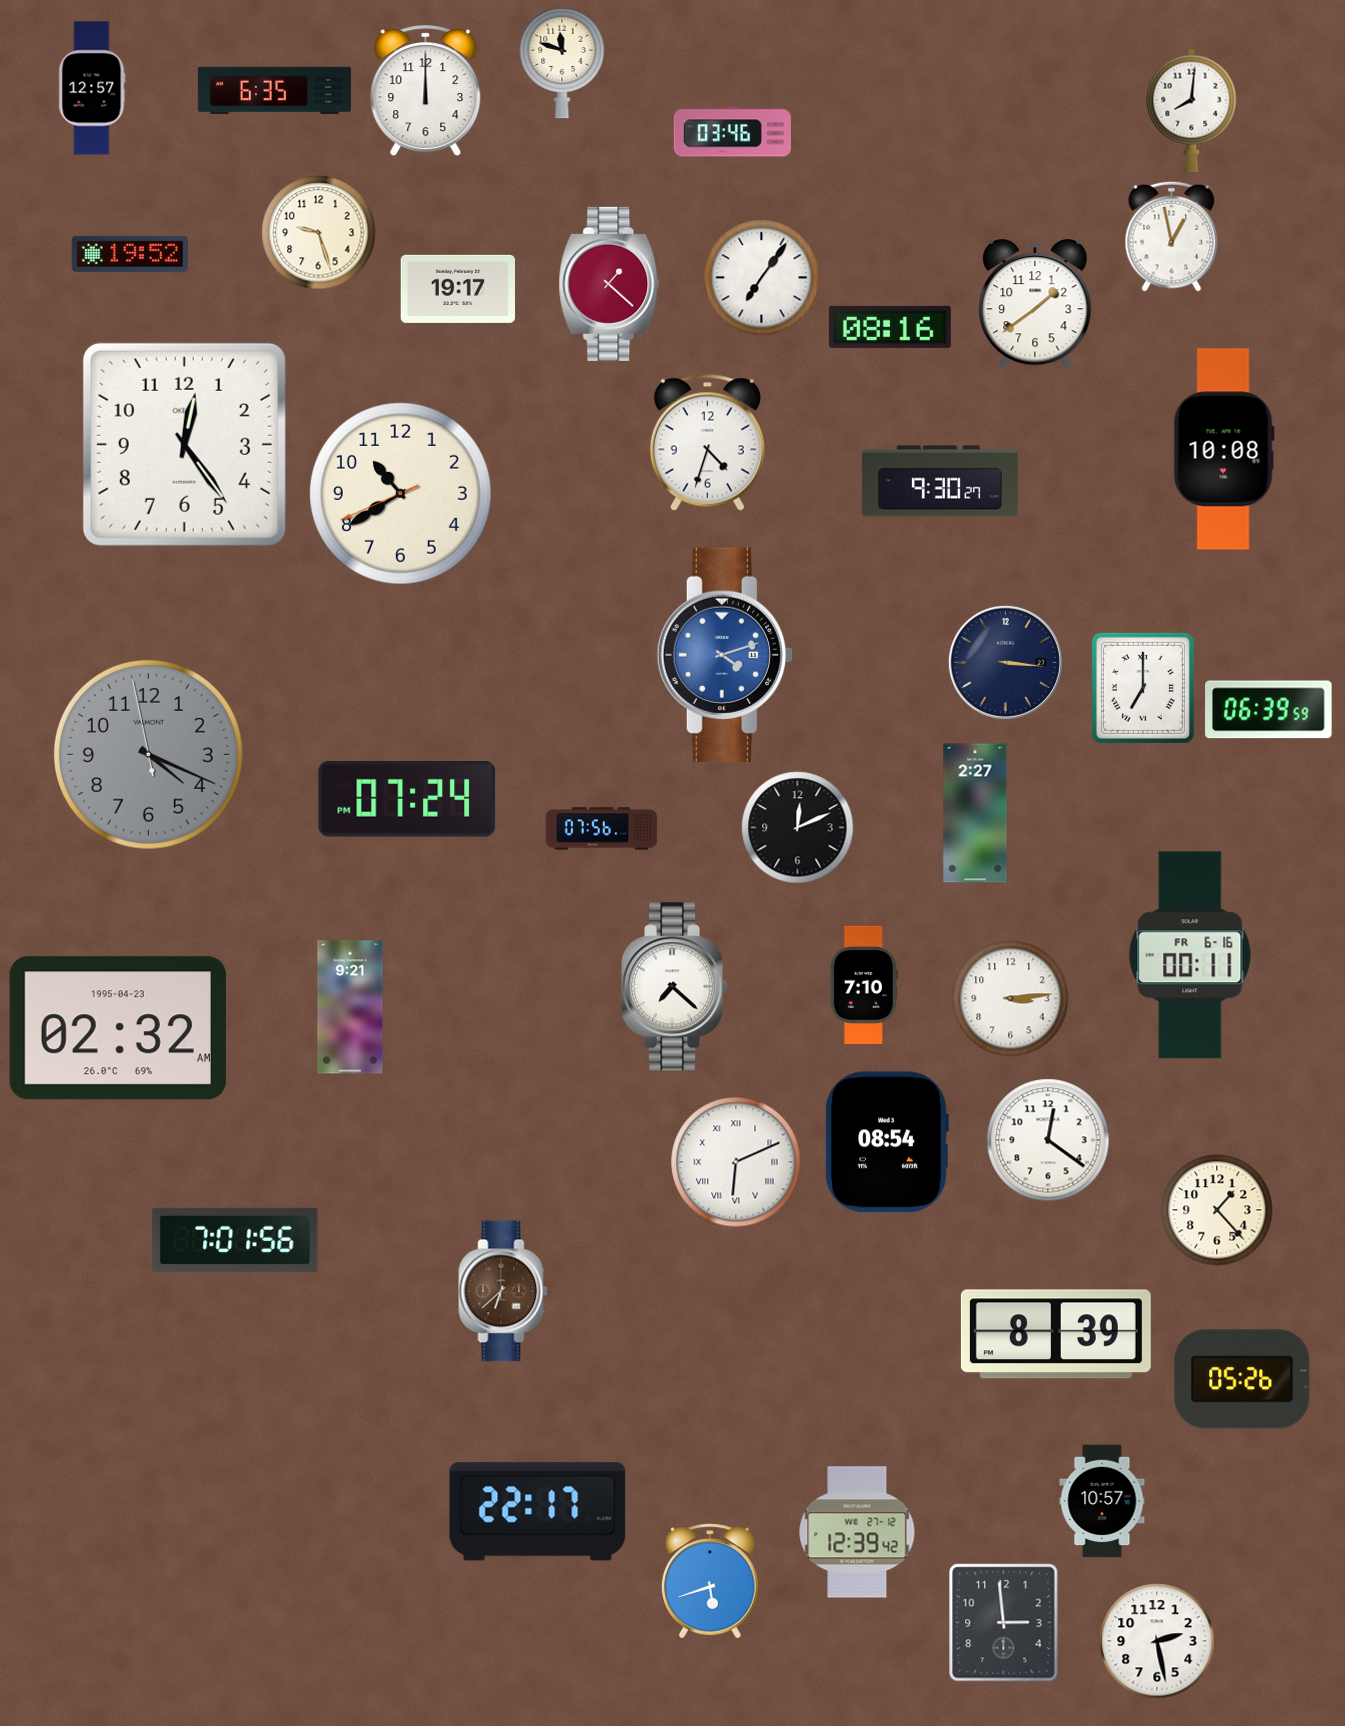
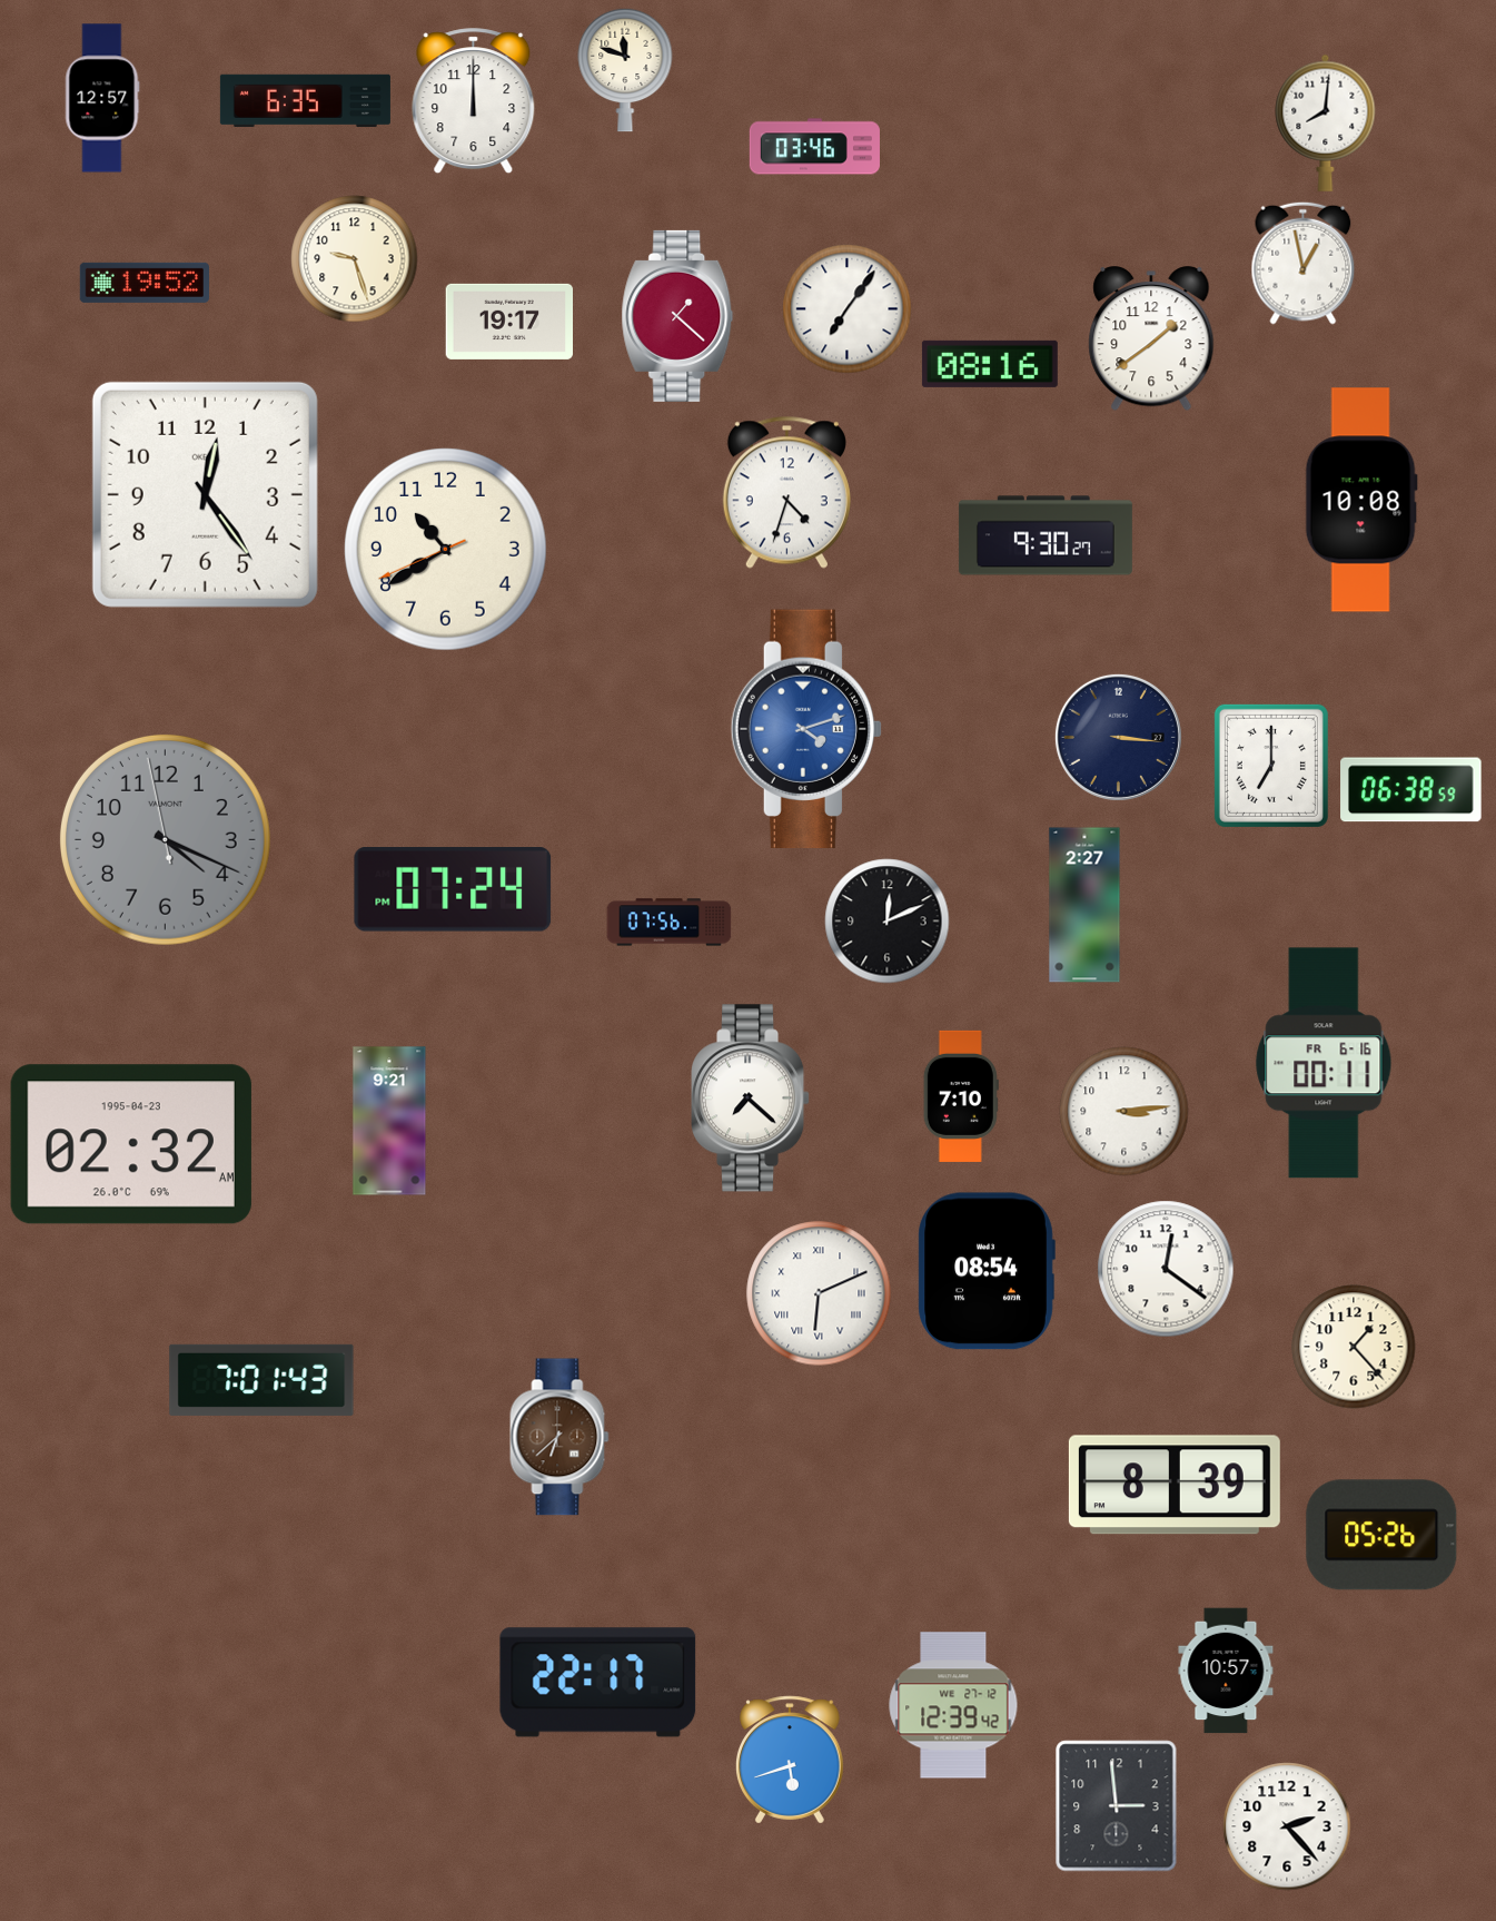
clock at (1269, 710): 06:39 -> 06:38
clock at (235, 1240): 7:01:56 -> 7:01:43
clock at (1157, 1641): 2:28 -> 2:23
